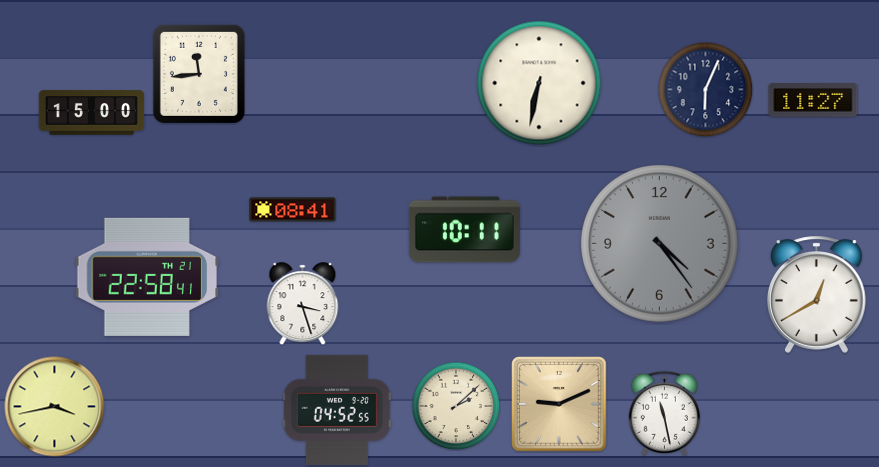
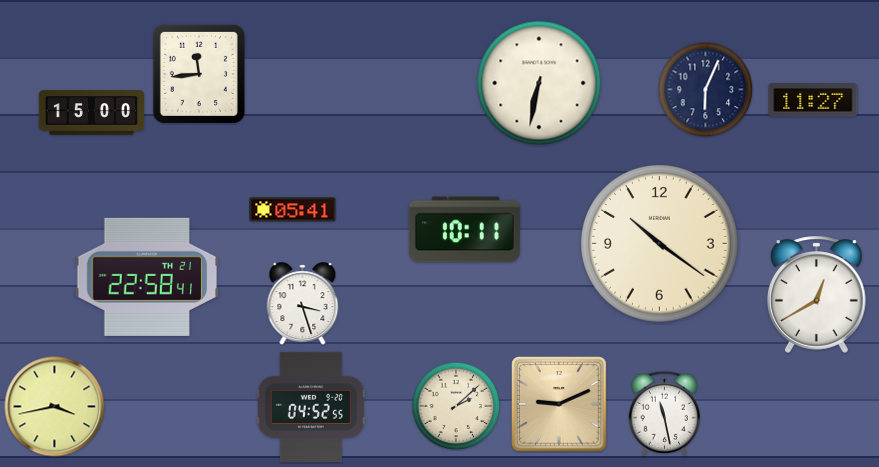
clock at (293, 210): 08:41 -> 05:41
clock at (660, 244): 4:24 -> 10:21
clock at (660, 244) dial: grey -> cream
clock at (337, 410) position: (337, 410) -> (311, 407)
